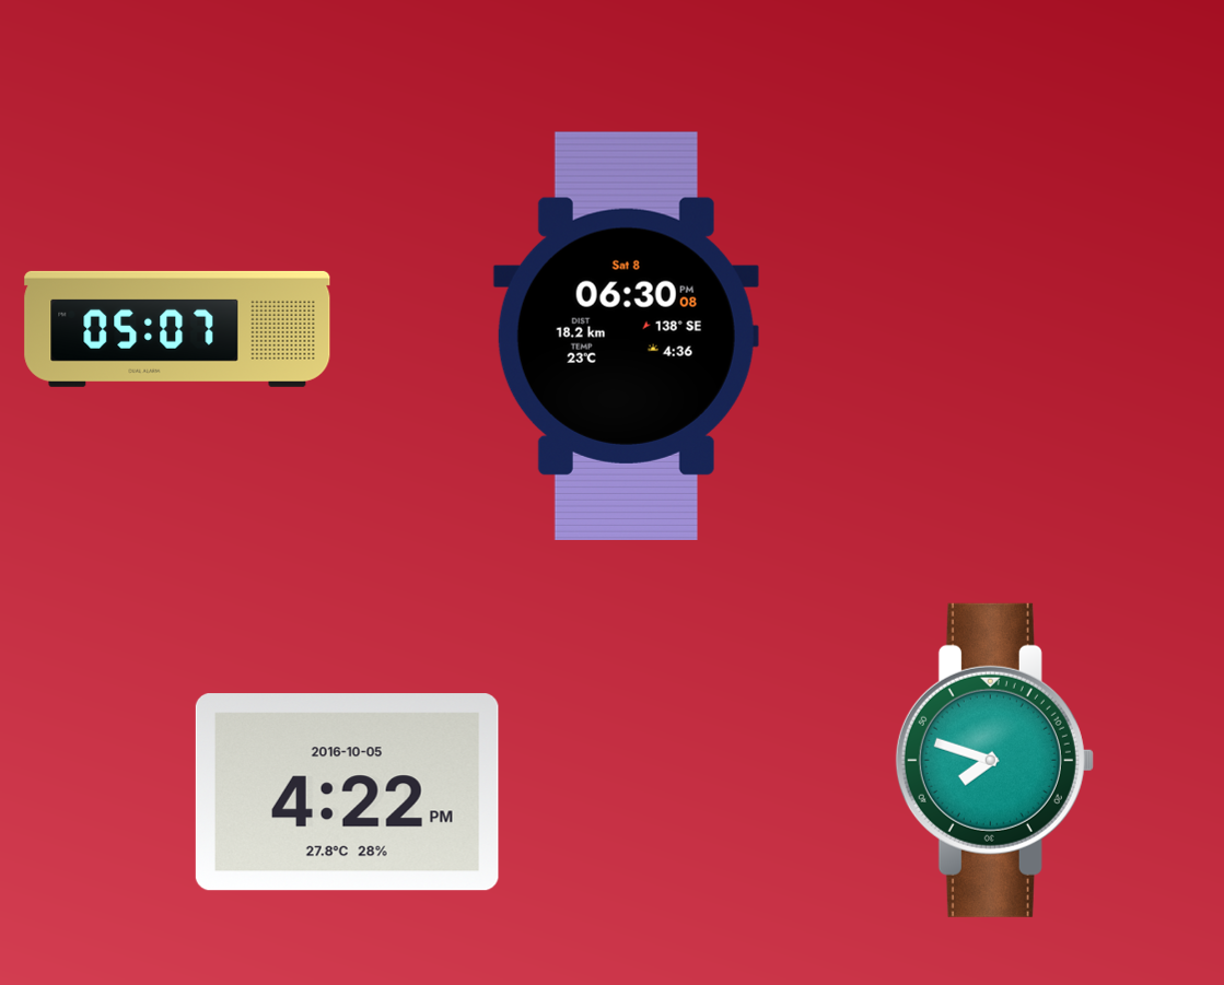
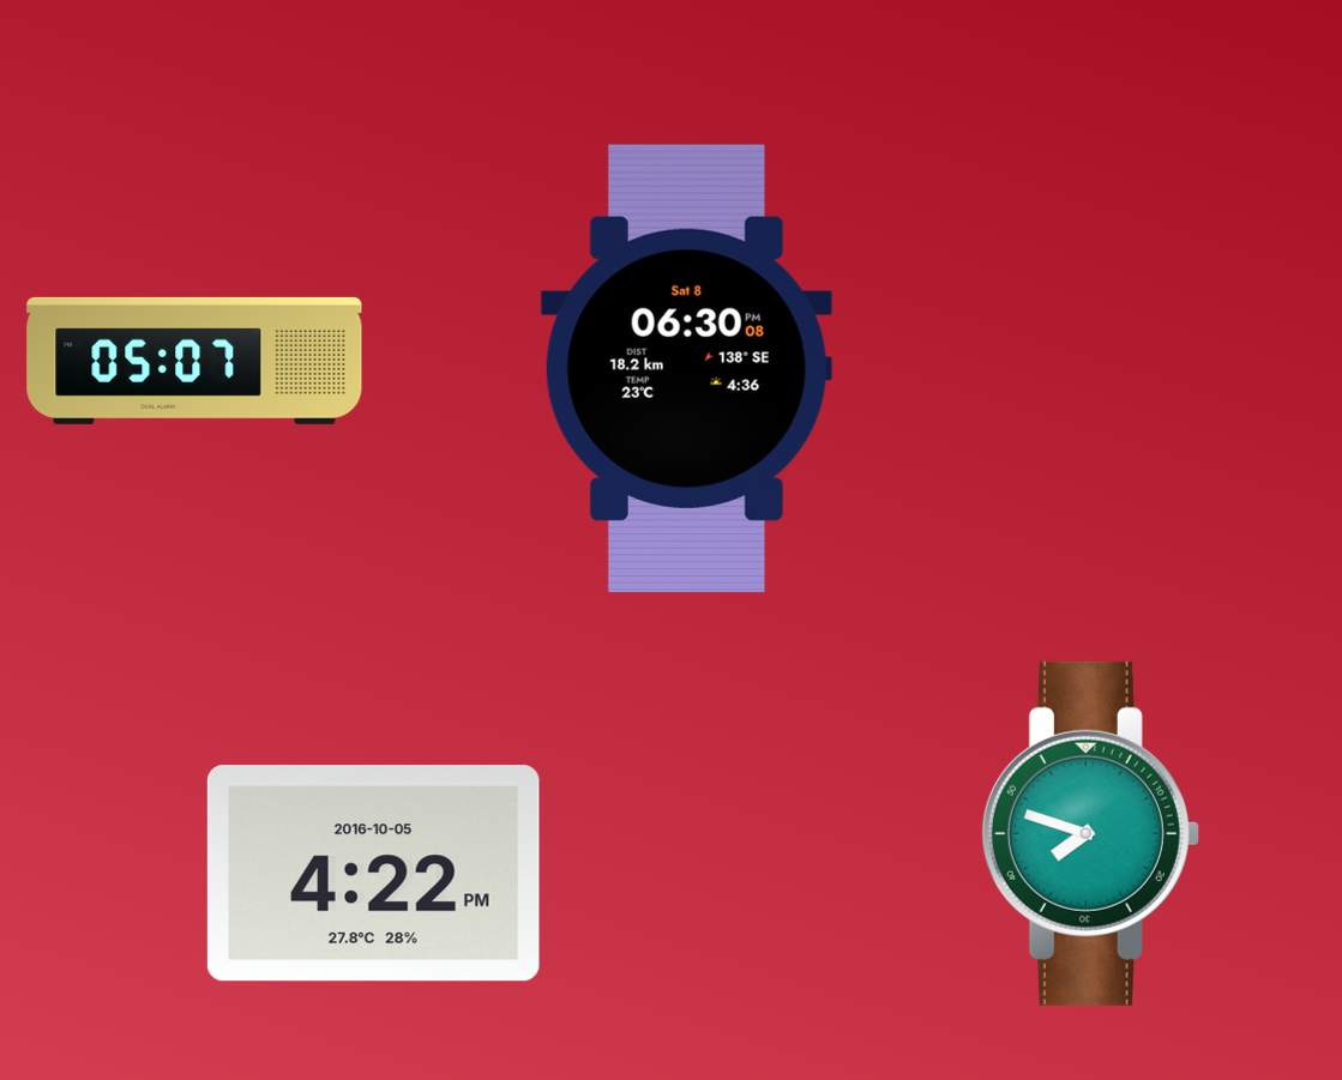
clock at (347, 793) position: (347, 793) -> (373, 874)
